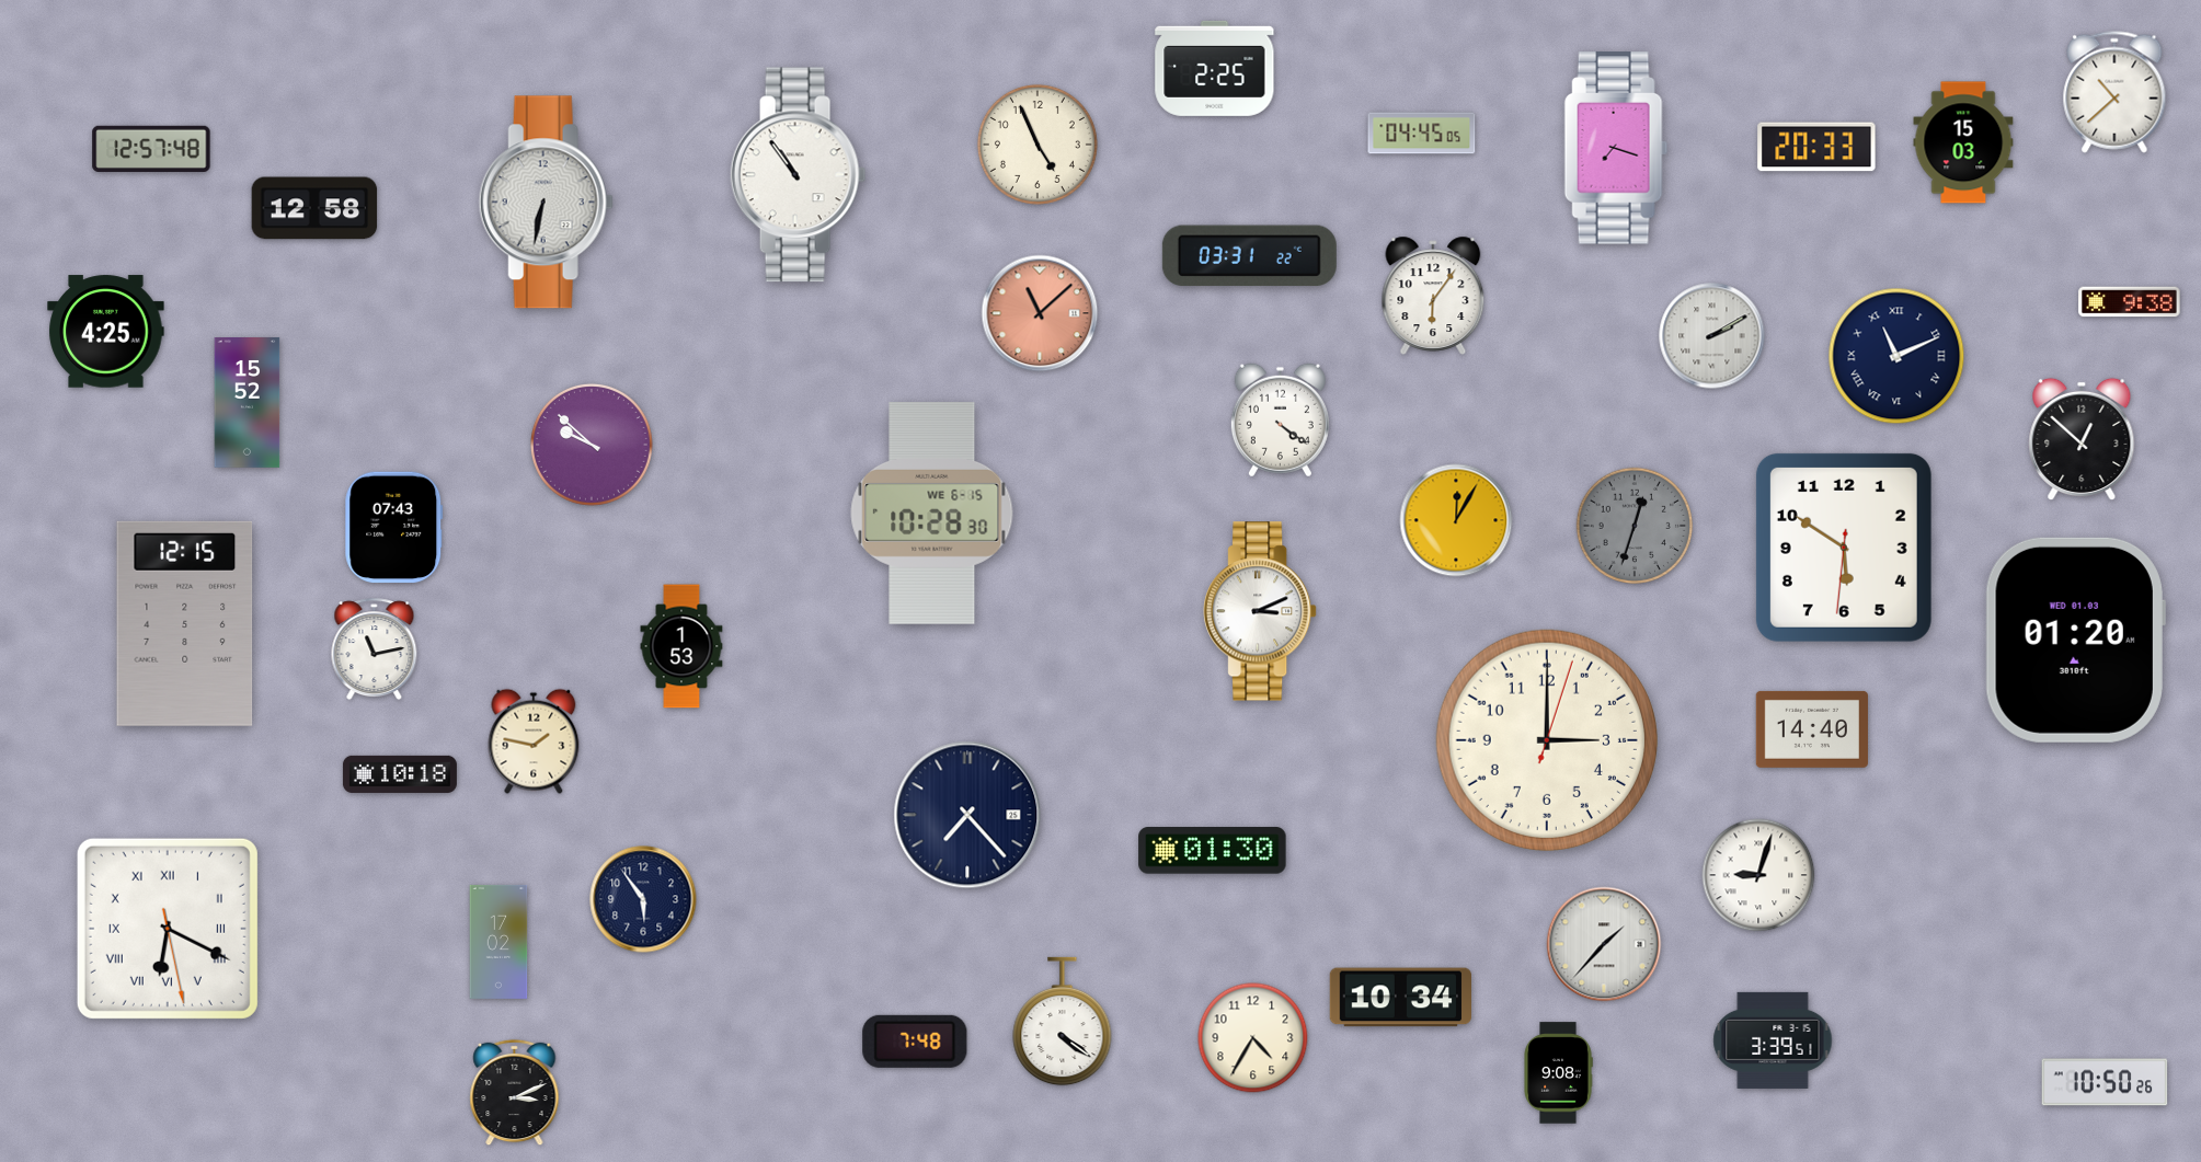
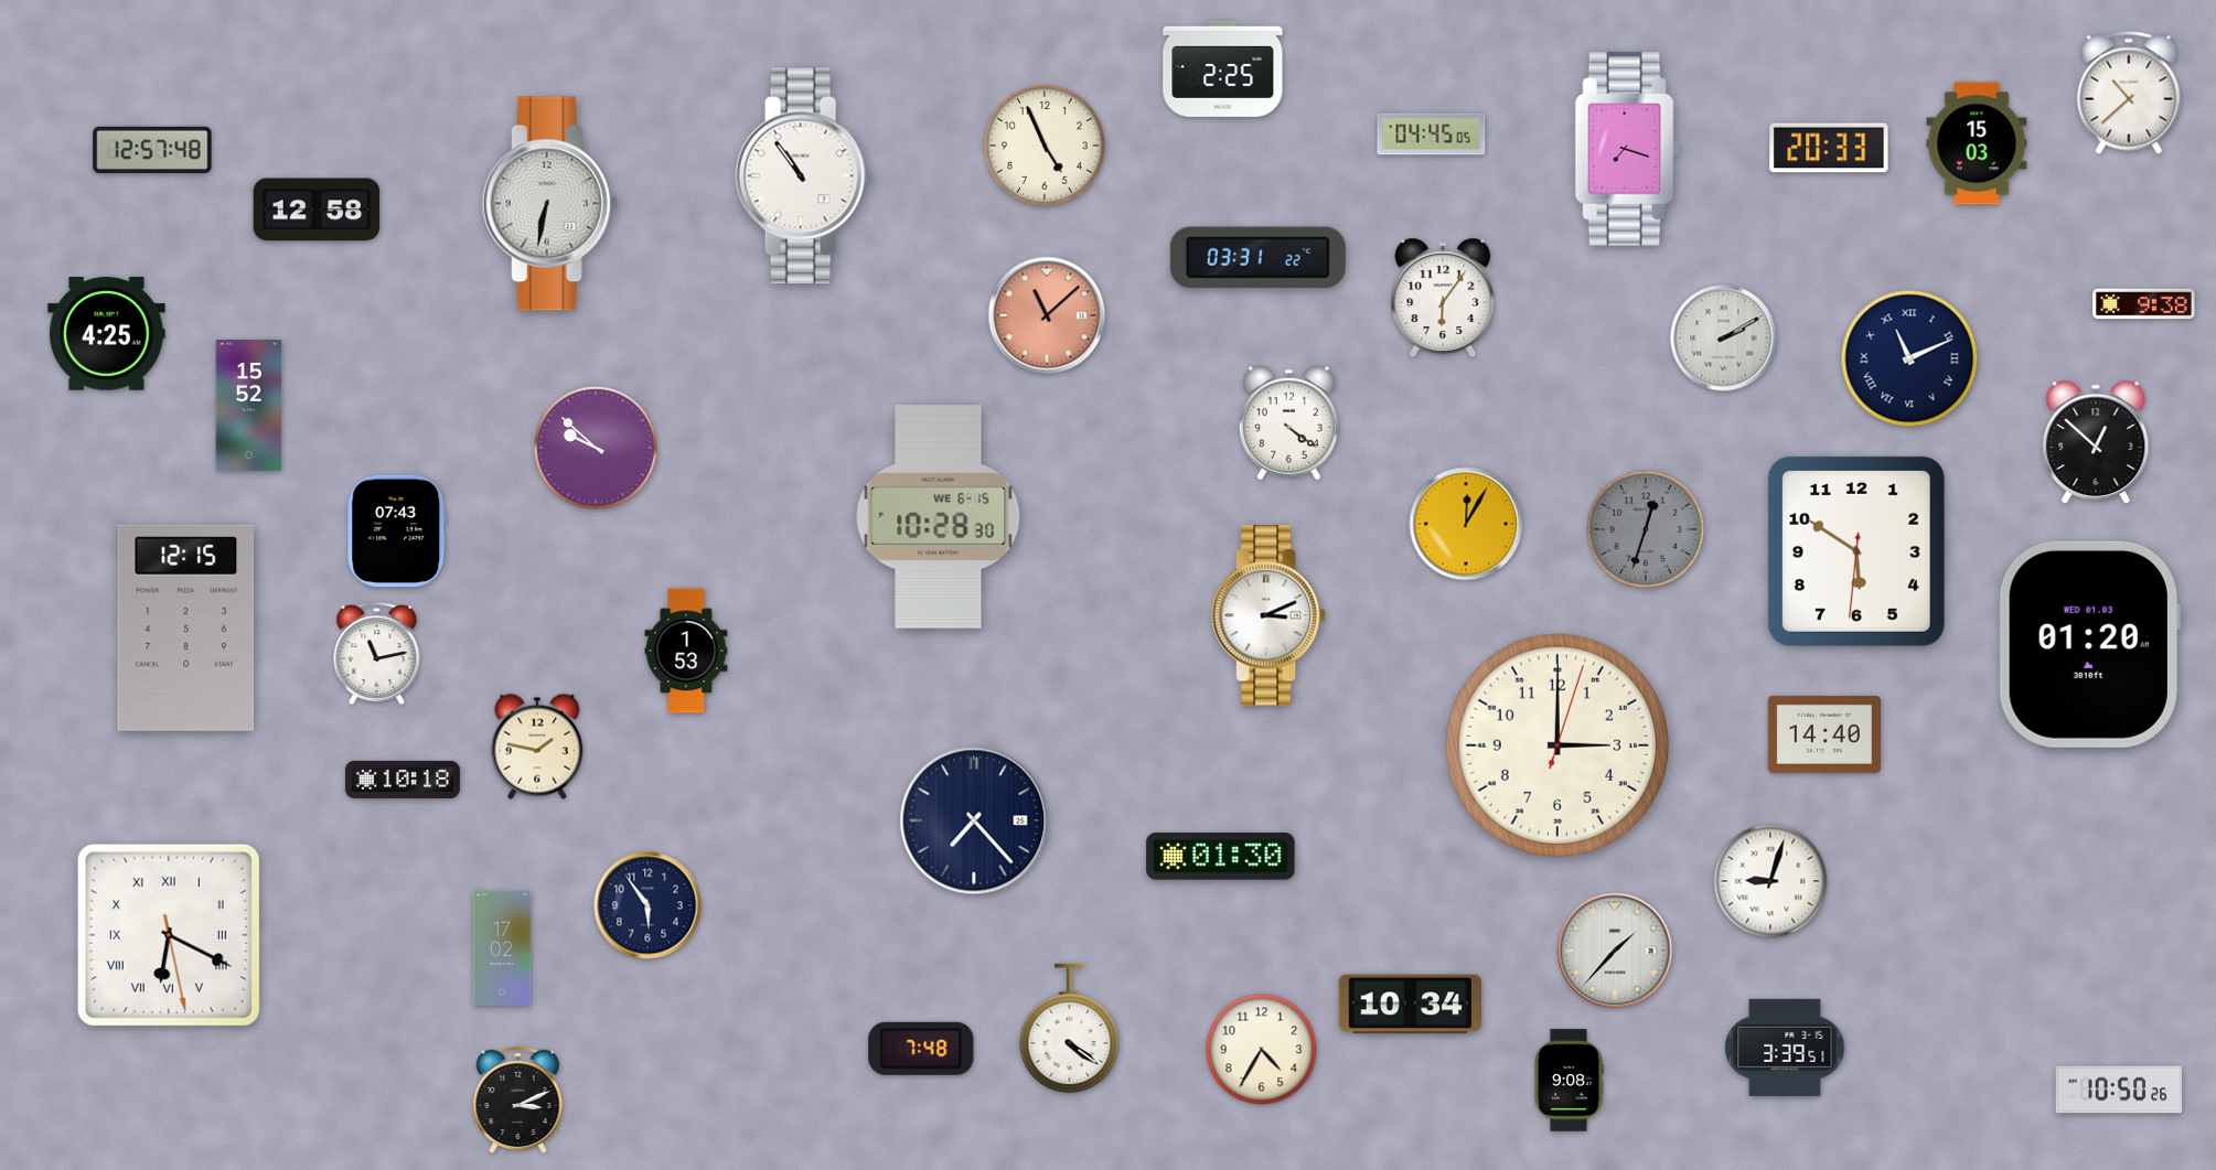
clock at (1253, 1038) position: (1253, 1038) -> (1262, 1050)
